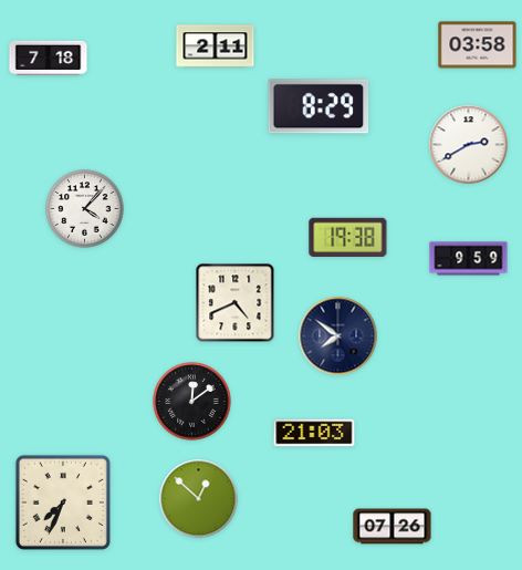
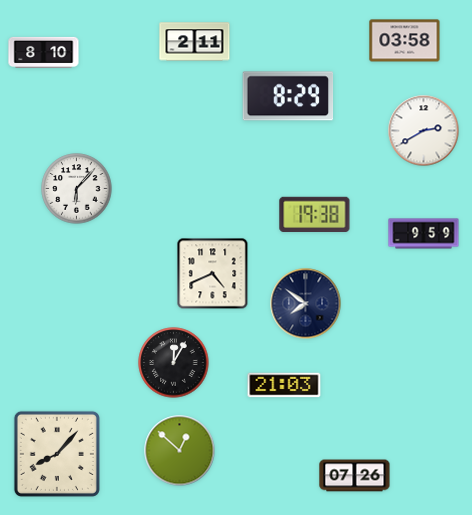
clock at (478, 45) position: (478, 45) -> (405, 41)
clock at (49, 58): 7:18 -> 8:10
clock at (85, 209): 4:07 -> 6:07
clock at (192, 402): 12:09 -> 12:05
clock at (314, 433) position: (314, 433) -> (284, 385)
clock at (63, 502): 7:34 -> 8:07
